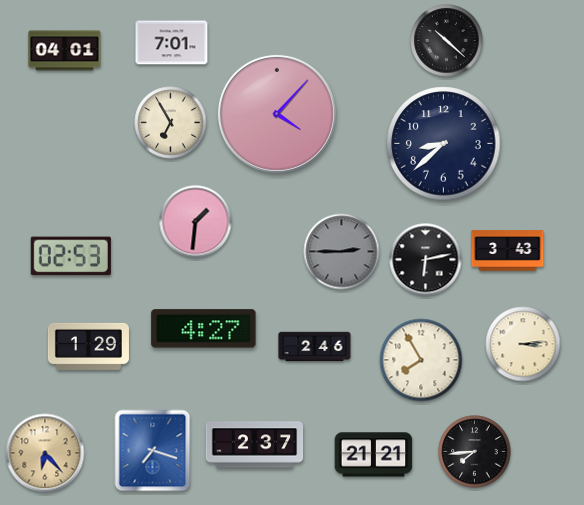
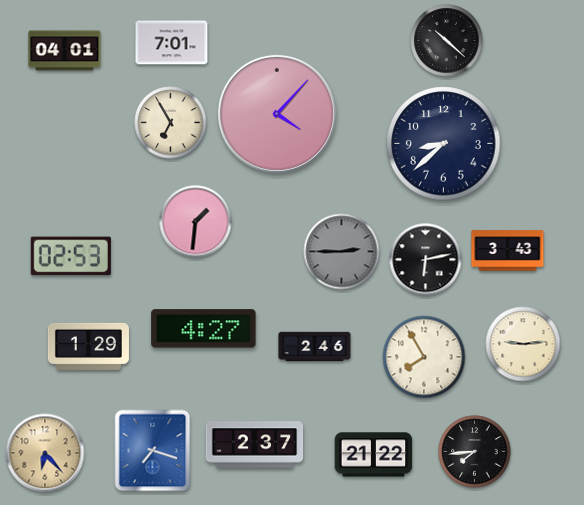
clock at (523, 344): 3:14 -> 9:14
clock at (421, 360) position: (421, 360) -> (424, 357)
clock at (374, 455): 21:21 -> 21:22
